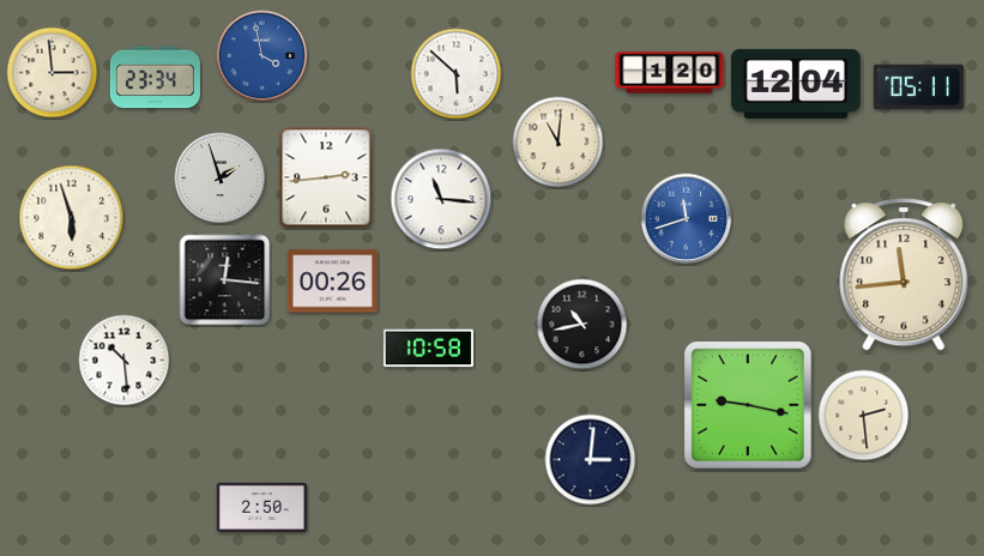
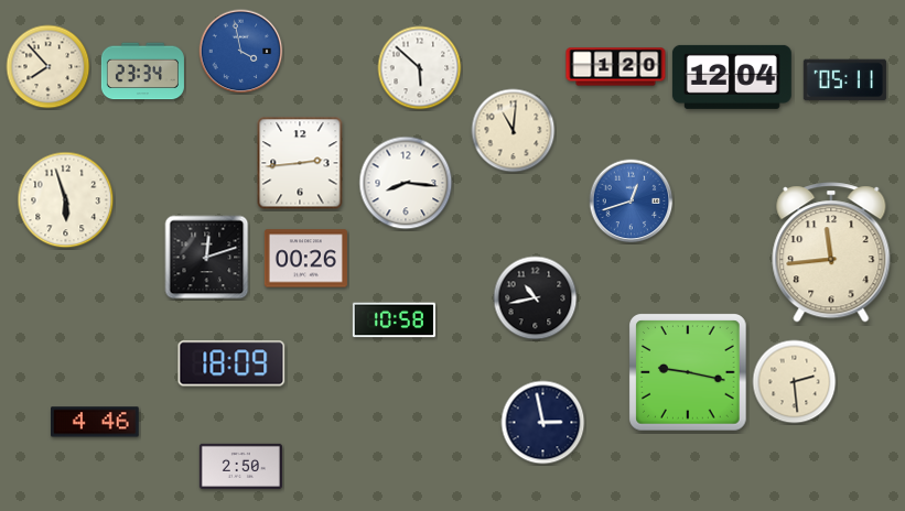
clock at (53, 73): 2:59 -> 7:53
clock at (221, 179): 1:57 -> none
clock at (441, 199): 11:16 -> 8:16
clock at (687, 219): 11:42 -> 12:42
clock at (225, 280): 12:16 -> 12:12
clock at (125, 361): 10:29 -> none
clock at (231, 363): none -> 18:09
clock at (96, 422): none -> 4:46
clock at (591, 460): 3:01 -> 2:58
